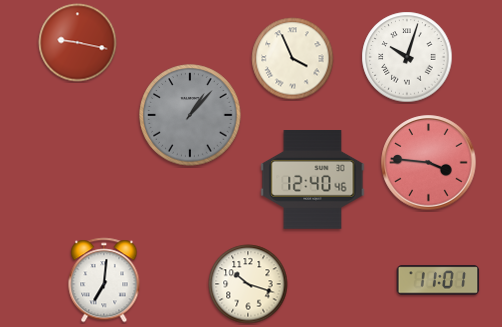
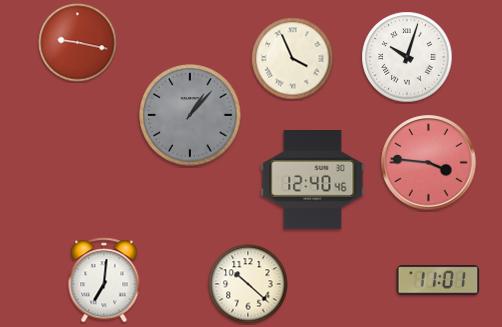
clock at (248, 284): 10:18 -> 10:22
